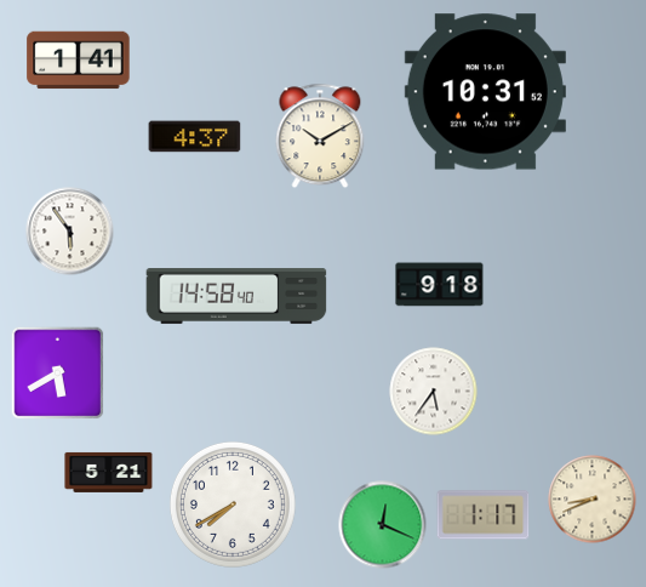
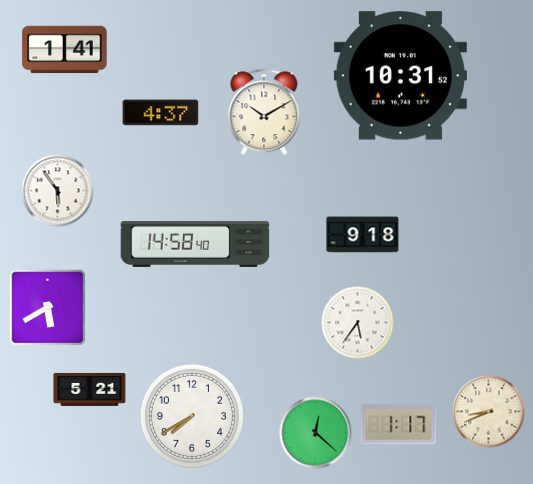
clock at (383, 525): 12:19 -> 12:22
